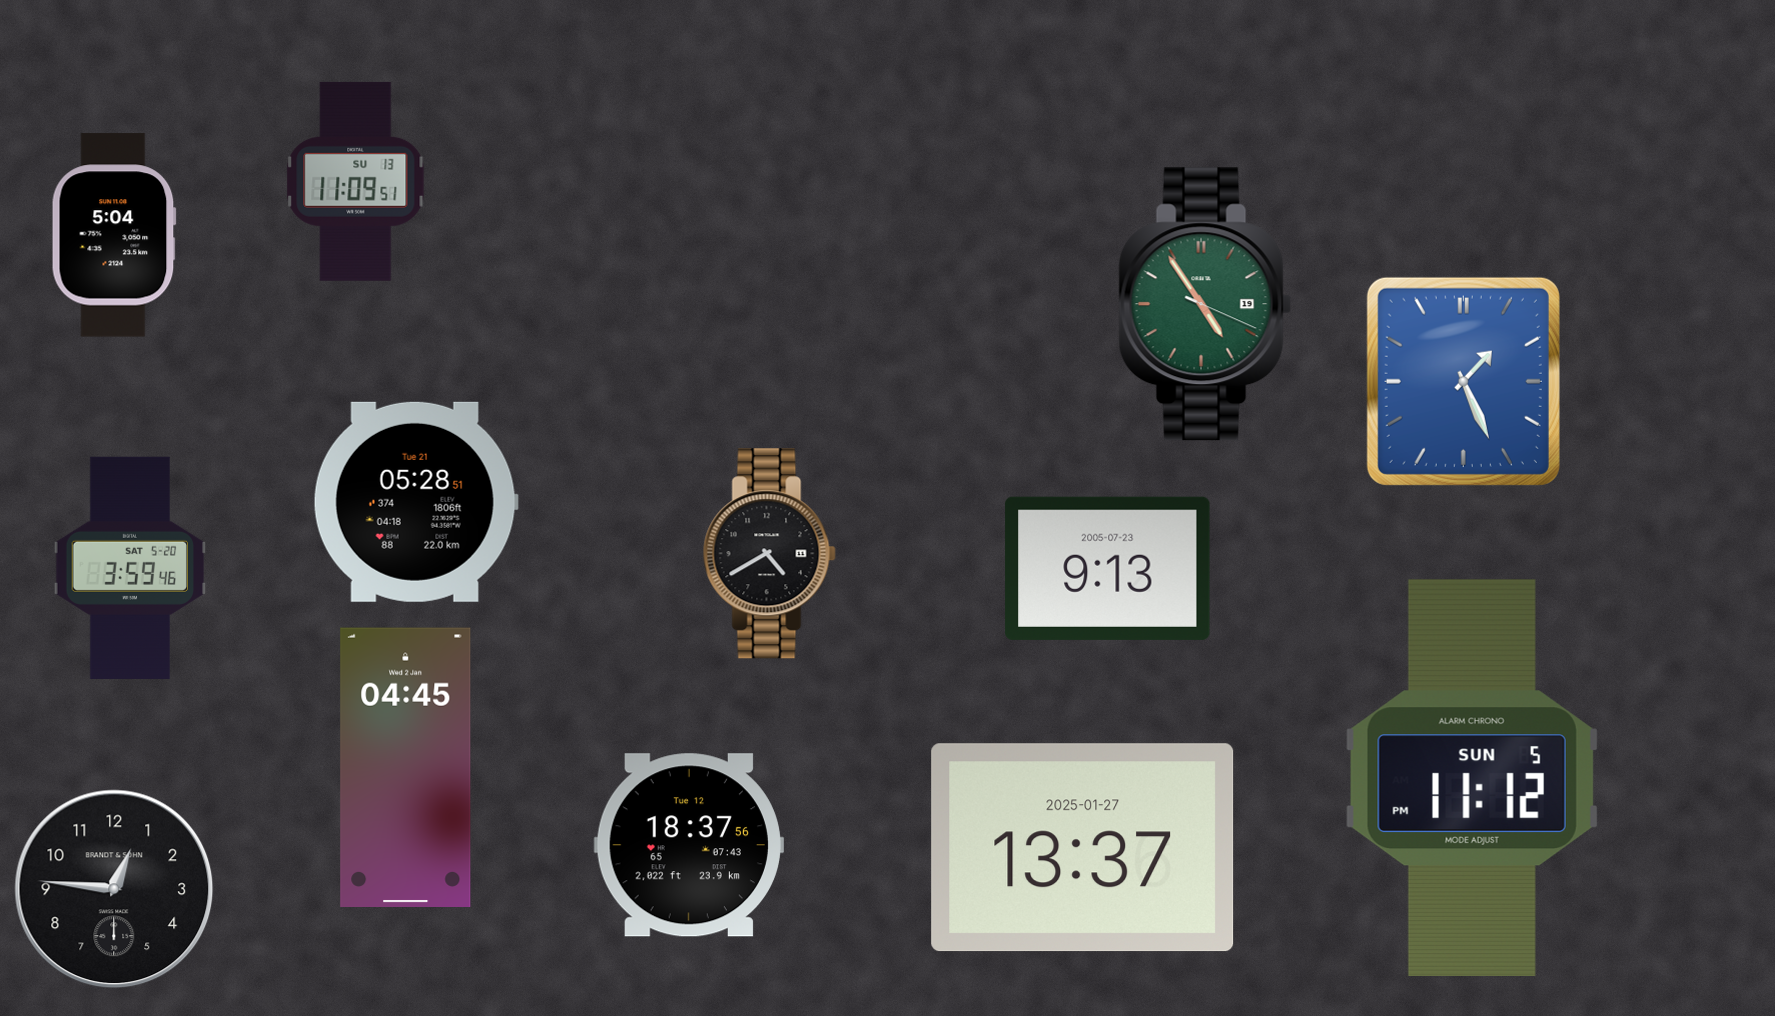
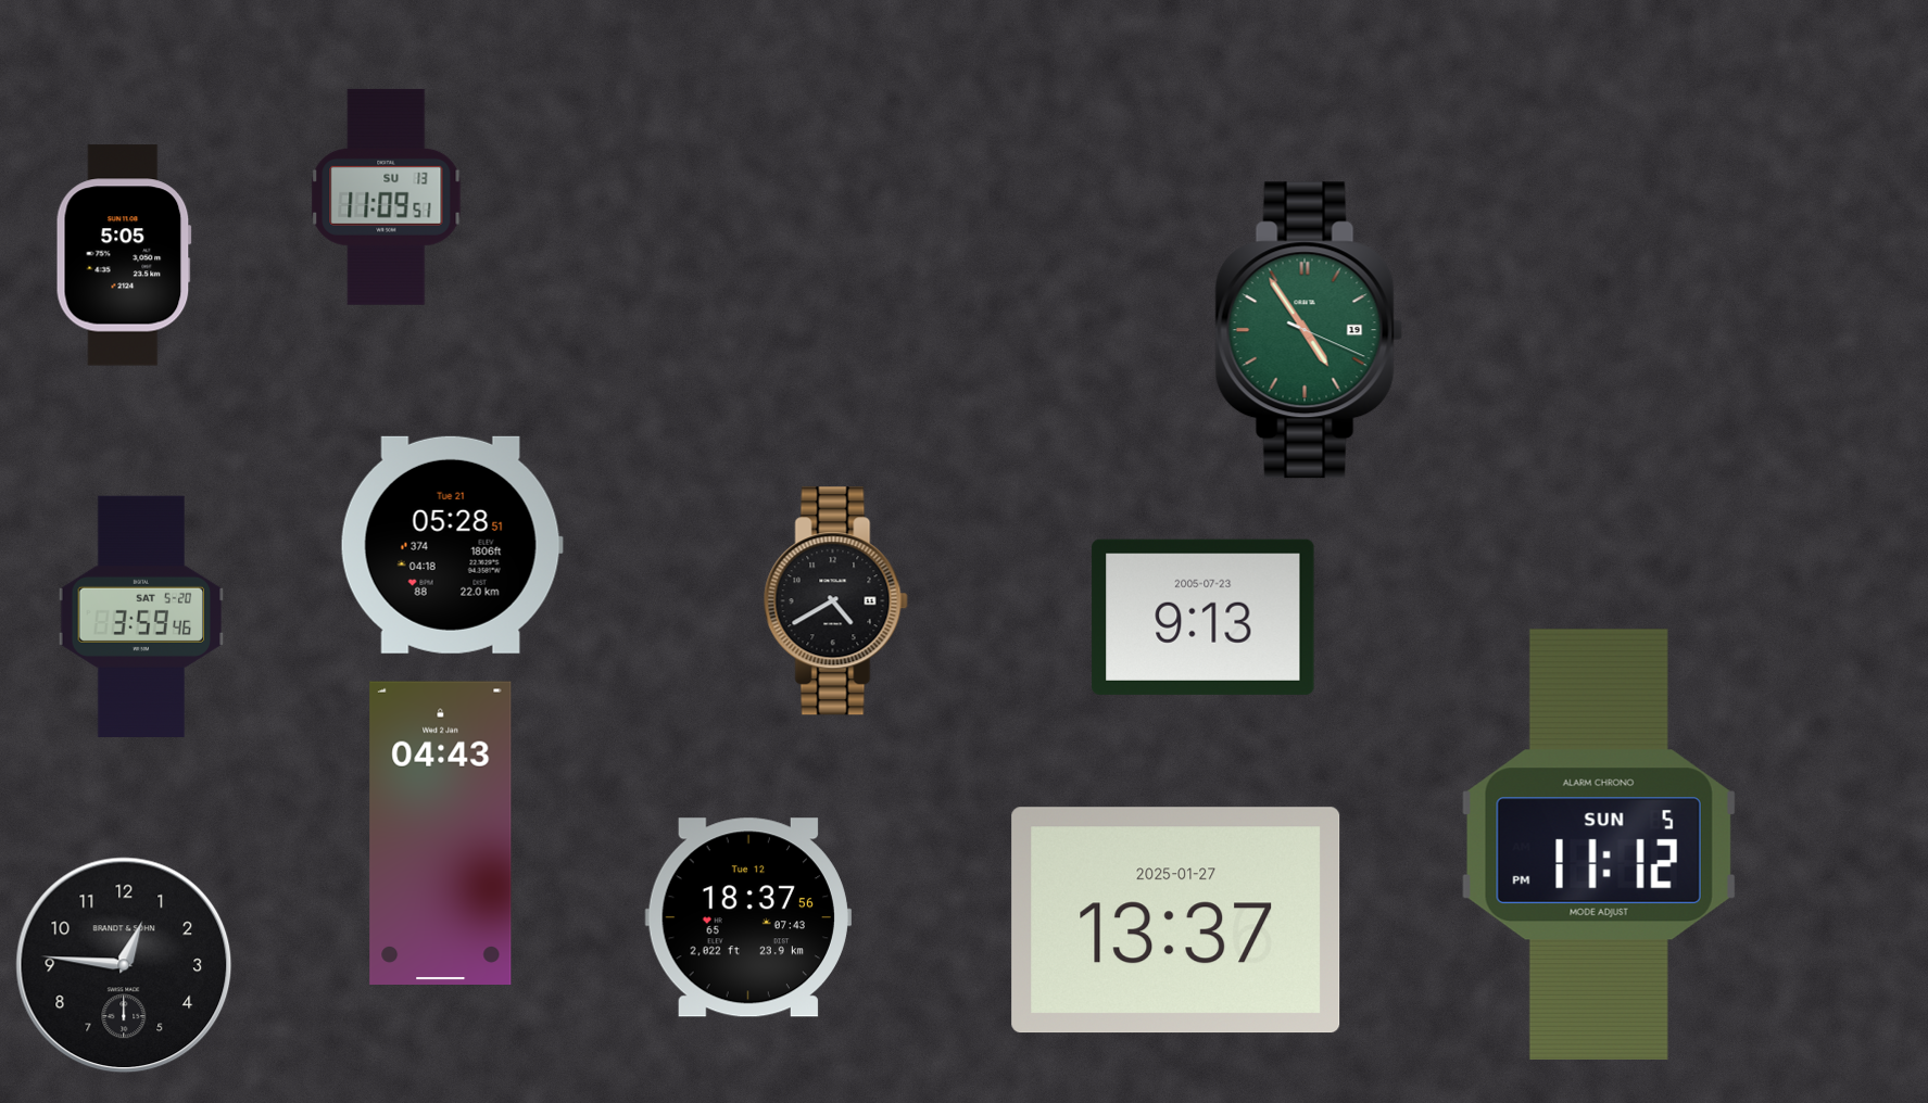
clock at (114, 235): 5:04 -> 5:05
clock at (1463, 381): 1:26 -> none
clock at (406, 767): 04:45 -> 04:43
